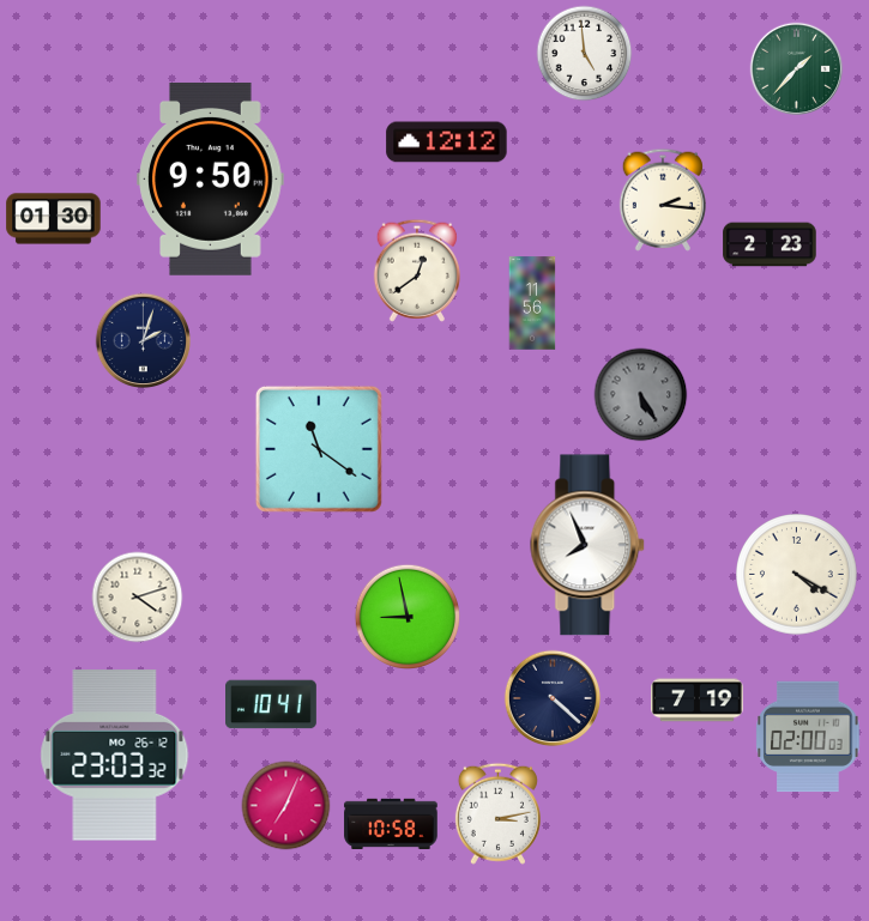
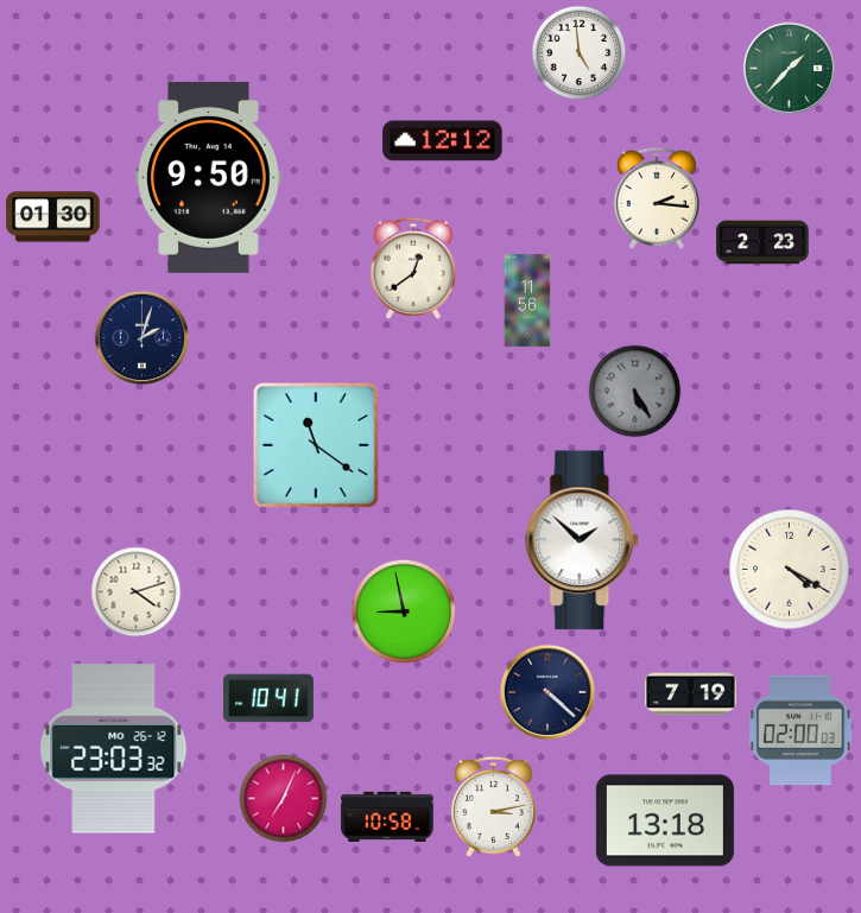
clock at (589, 545): 7:56 -> 1:52
clock at (665, 820): none -> 13:18
